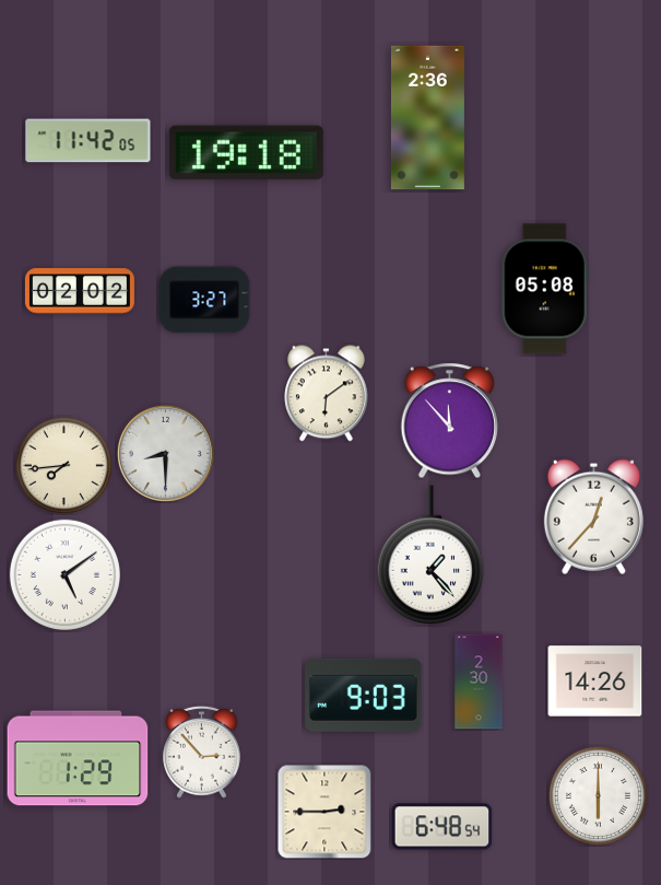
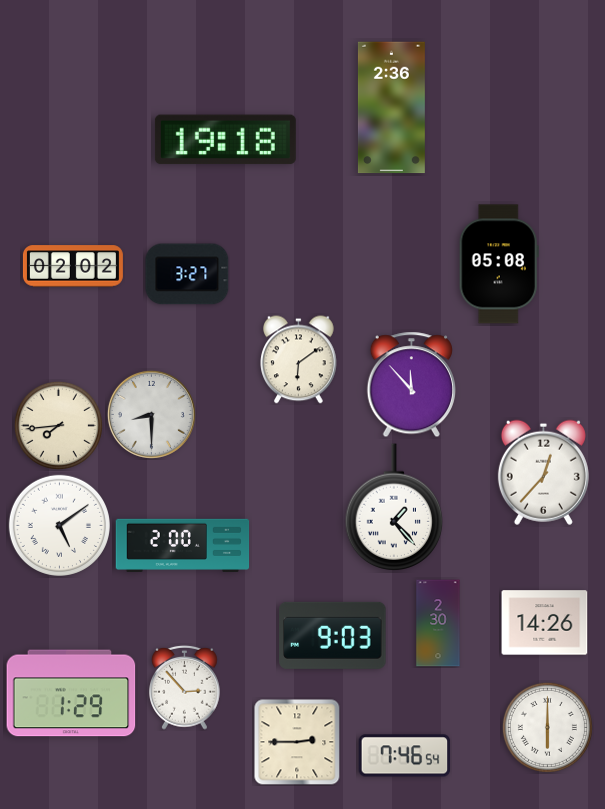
clock at (88, 141): 11:42 -> none
clock at (183, 545): none -> 2:00
clock at (442, 827): 6:48 -> 7:46
